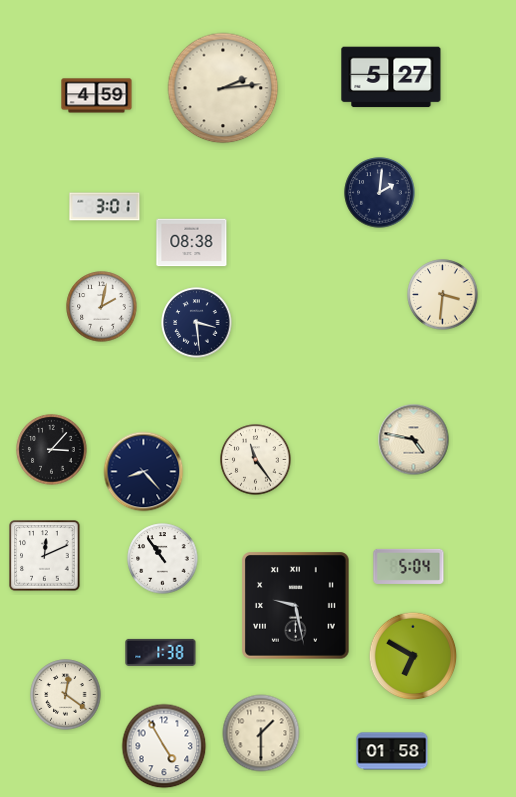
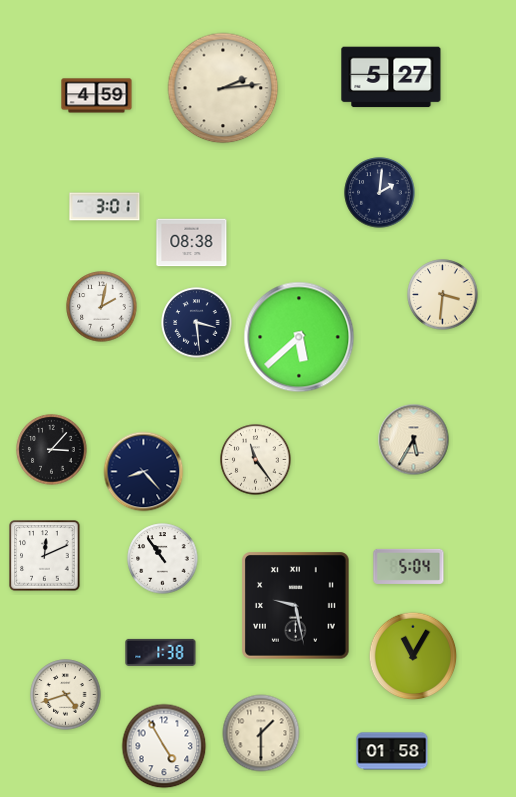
clock at (299, 337): none -> 5:38
clock at (414, 440): 4:47 -> 5:35
clock at (413, 656): 6:50 -> 11:05
clock at (66, 695): 12:21 -> 4:42
